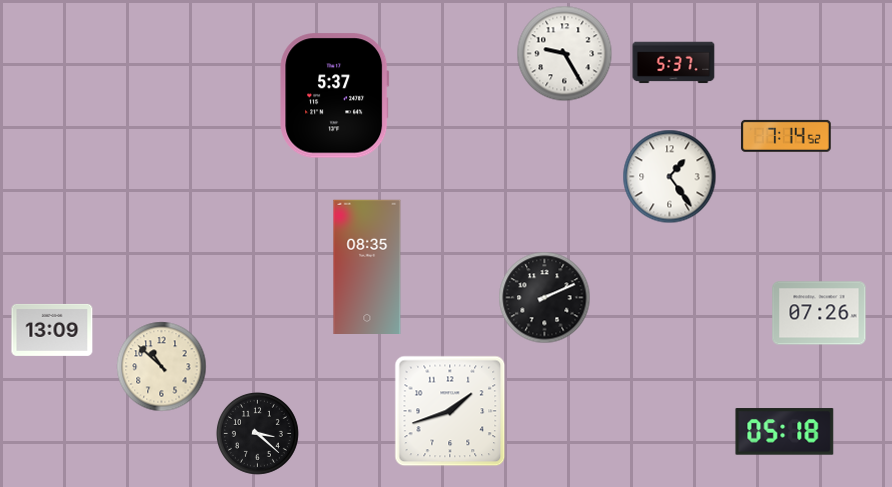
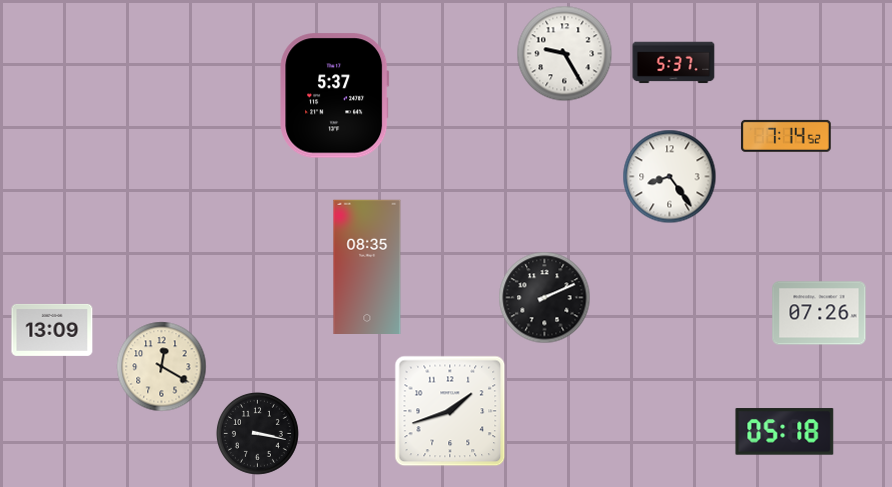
clock at (670, 177): 1:24 -> 8:24
clock at (162, 367): 10:52 -> 12:20
clock at (257, 433): 3:22 -> 3:17
